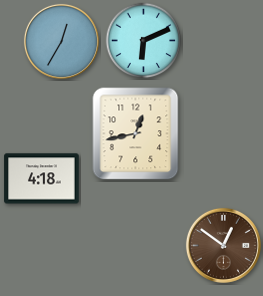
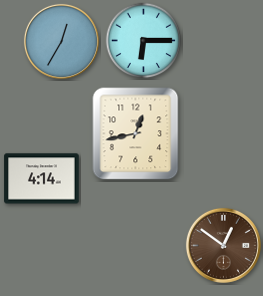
clock at (144, 41): 6:11 -> 6:15
clock at (42, 179): 4:18 -> 4:14
